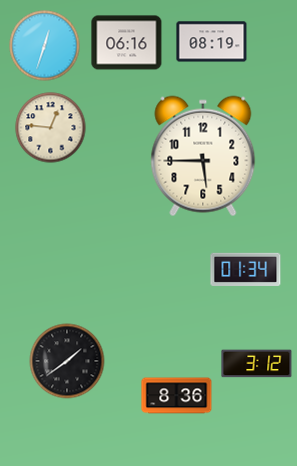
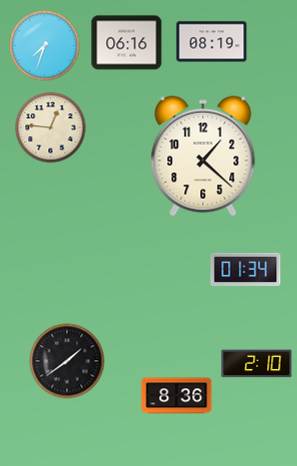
clock at (45, 46): 12:33 -> 7:33
clock at (203, 156): 5:45 -> 1:22
clock at (257, 364): 3:12 -> 2:10
